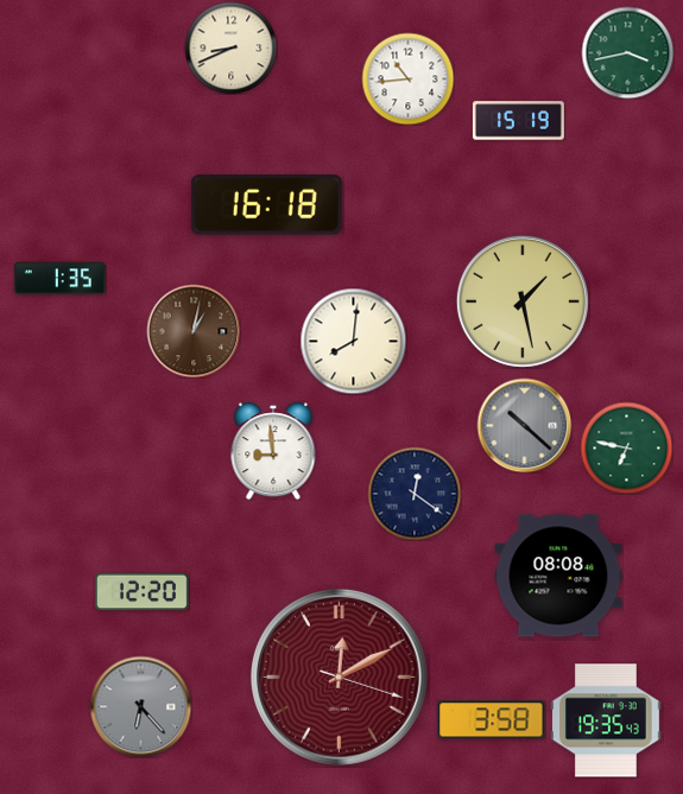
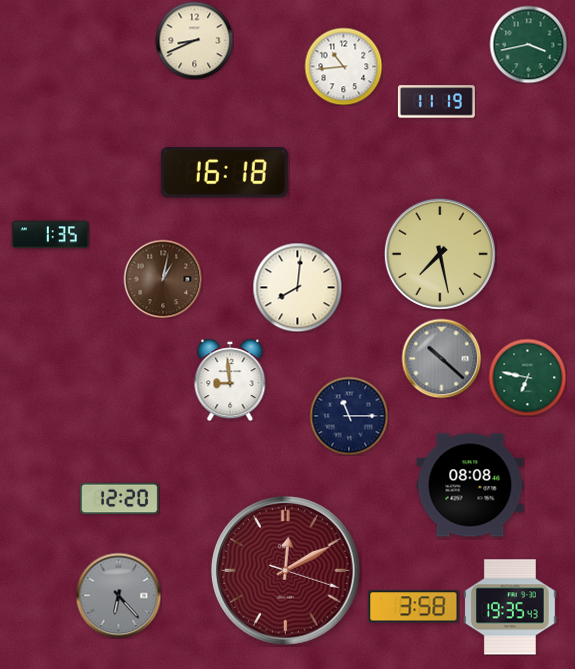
clock at (518, 121): 15:19 -> 11:19
clock at (523, 301): 1:28 -> 7:28
clock at (415, 494): 12:21 -> 11:15
